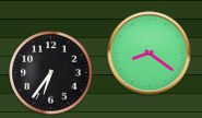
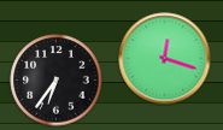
clock at (150, 54): 8:21 -> 12:18
